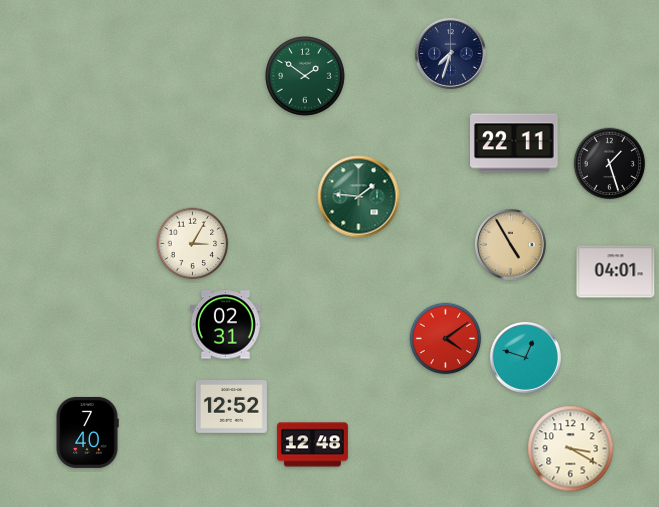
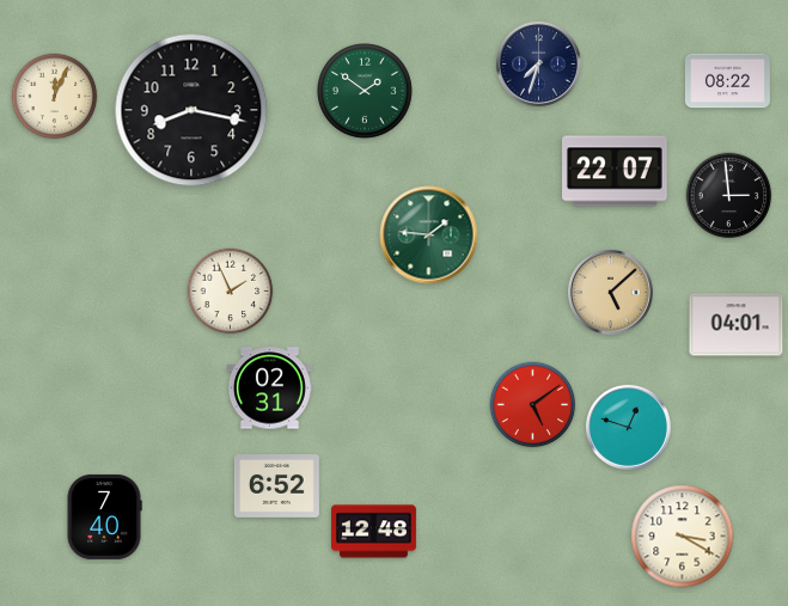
clock at (727, 81): none -> 08:22
clock at (55, 97): none -> 12:04
clock at (191, 110): none -> 8:17
clock at (515, 143): 22:11 -> 22:07
clock at (610, 164): 1:27 -> 2:59
clock at (193, 244): 3:05 -> 1:56
clock at (510, 244): 4:55 -> 5:08
clock at (446, 339): 4:09 -> 5:09
clock at (231, 407): 12:52 -> 6:52
